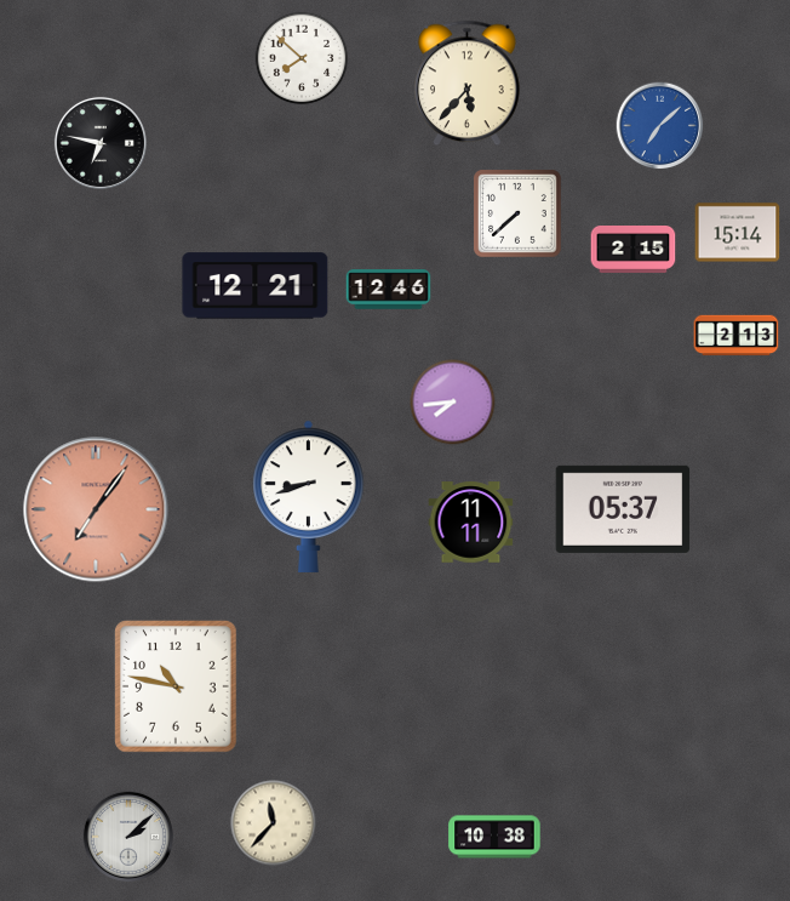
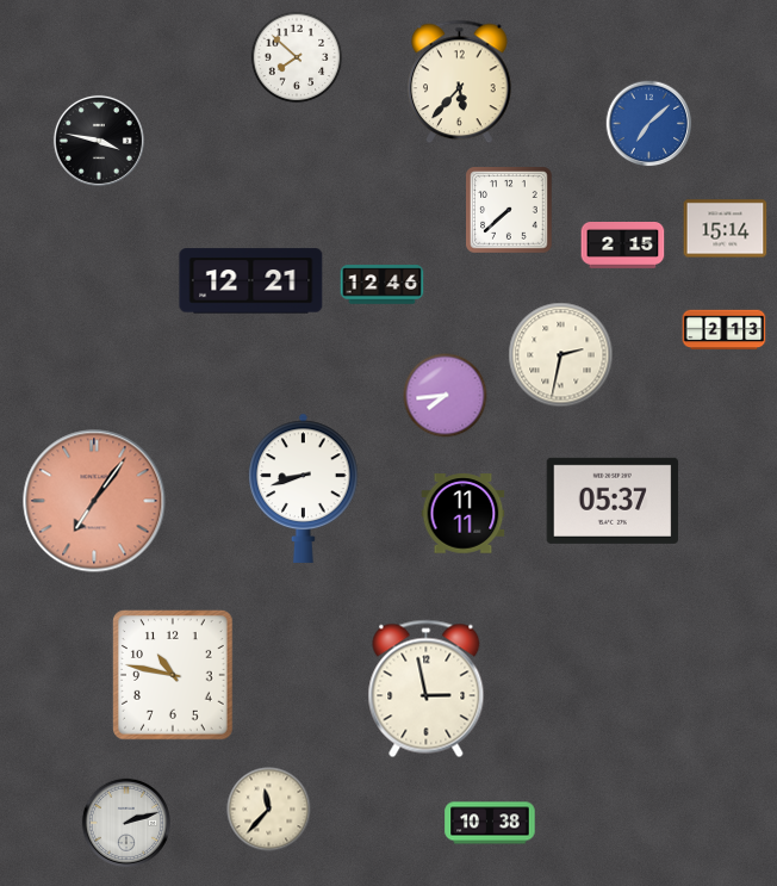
clock at (101, 143): 6:47 -> 3:47
clock at (561, 355): none -> 2:32
clock at (427, 689): none -> 2:58
clock at (128, 837): 2:08 -> 2:12
clock at (494, 837) position: (494, 837) -> (490, 823)
